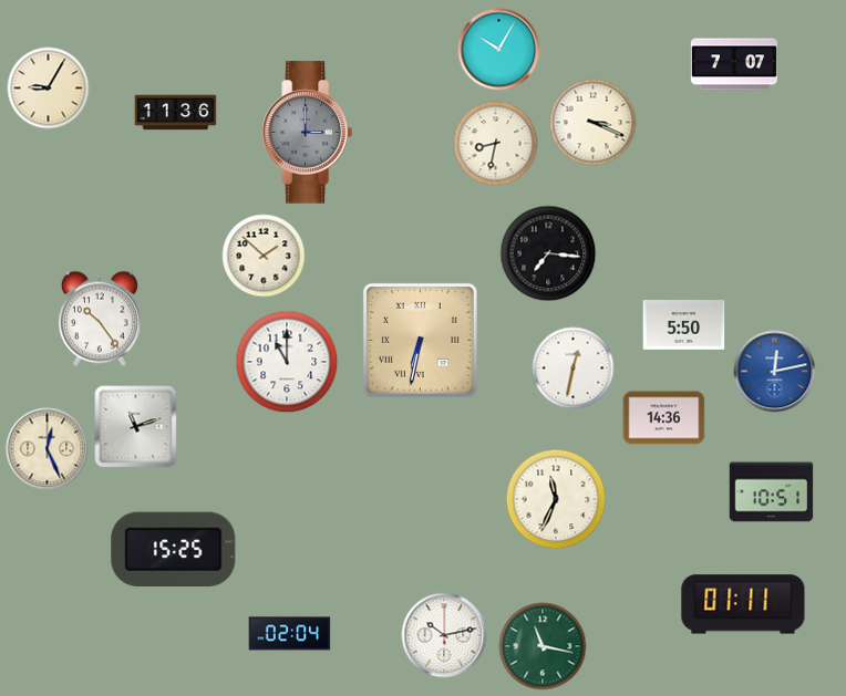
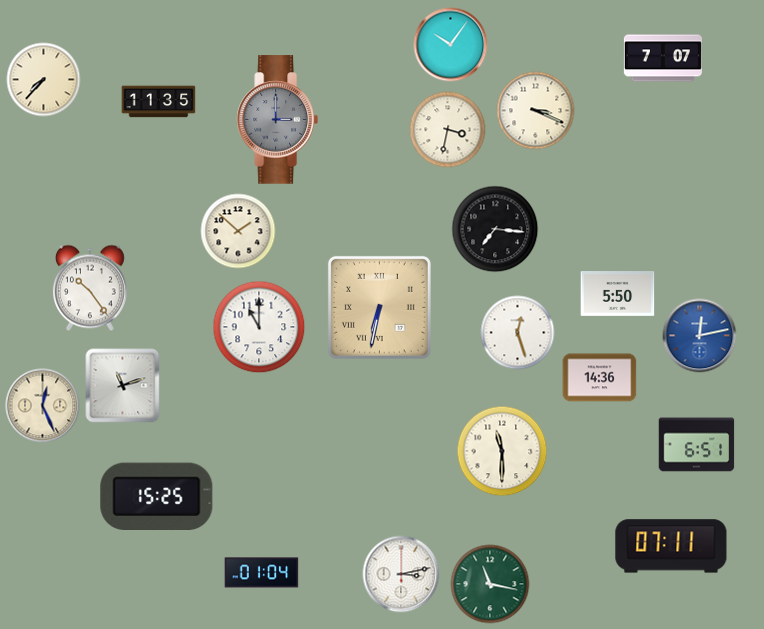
clock at (499, 50): 10:05 -> 10:06
clock at (49, 89): 9:05 -> 7:37
clock at (176, 113): 11:36 -> 11:35
clock at (496, 144): 8:32 -> 3:32
clock at (574, 368): 12:32 -> 12:27
clock at (772, 492): 10:51 -> 6:51
clock at (556, 499): 11:34 -> 11:30
clock at (743, 604): 01:11 -> 07:11
clock at (290, 634): 02:04 -> 01:04
clock at (444, 635): 10:13 -> 3:13
